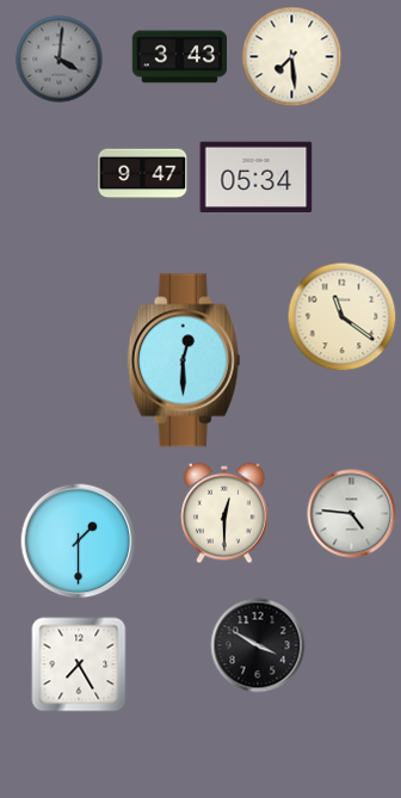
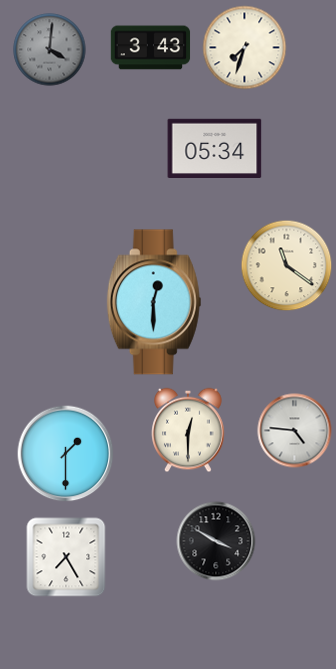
clock at (292, 57): 7:29 -> 7:33
clock at (143, 174): 9:47 -> none
